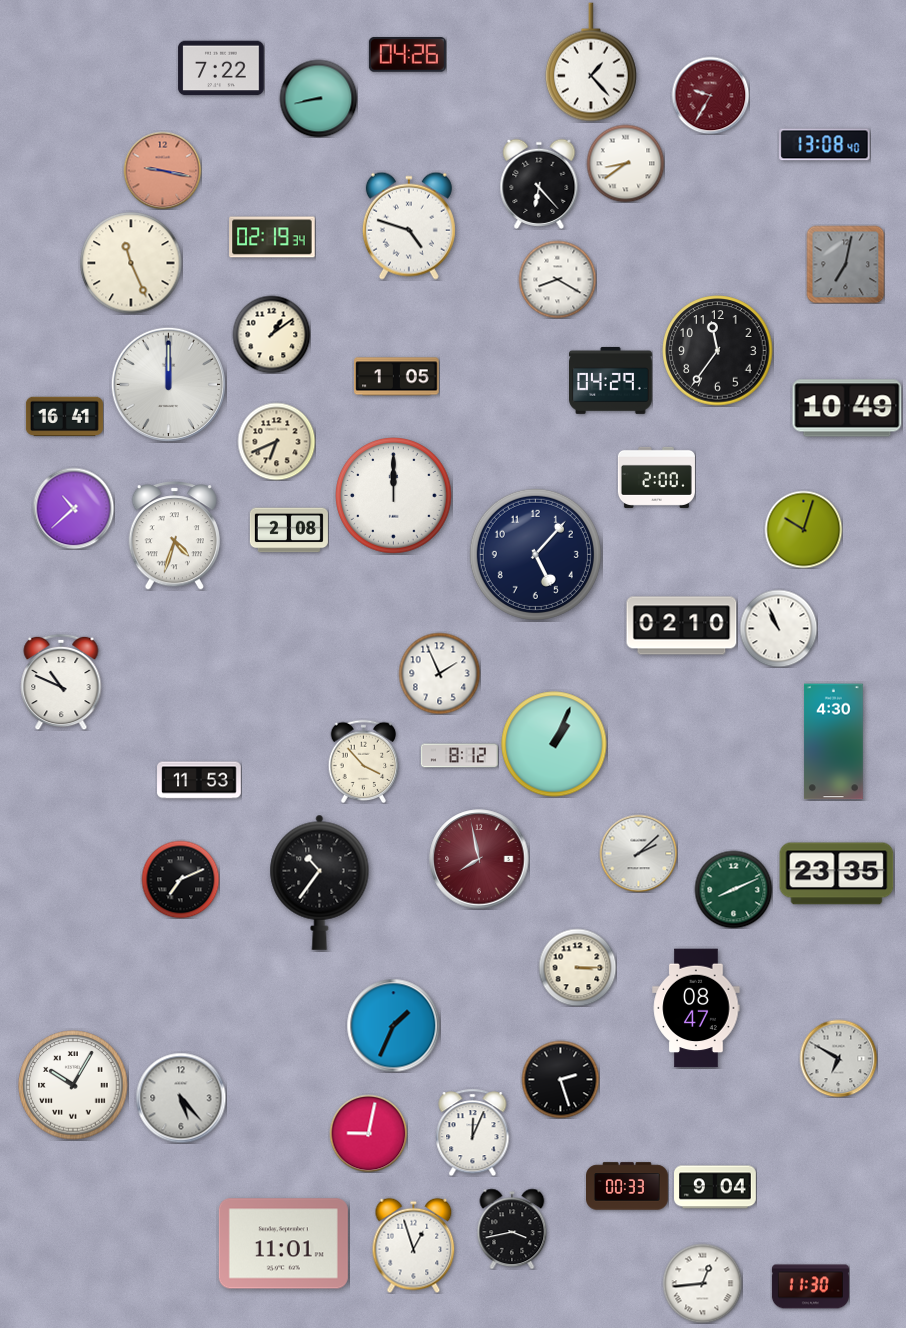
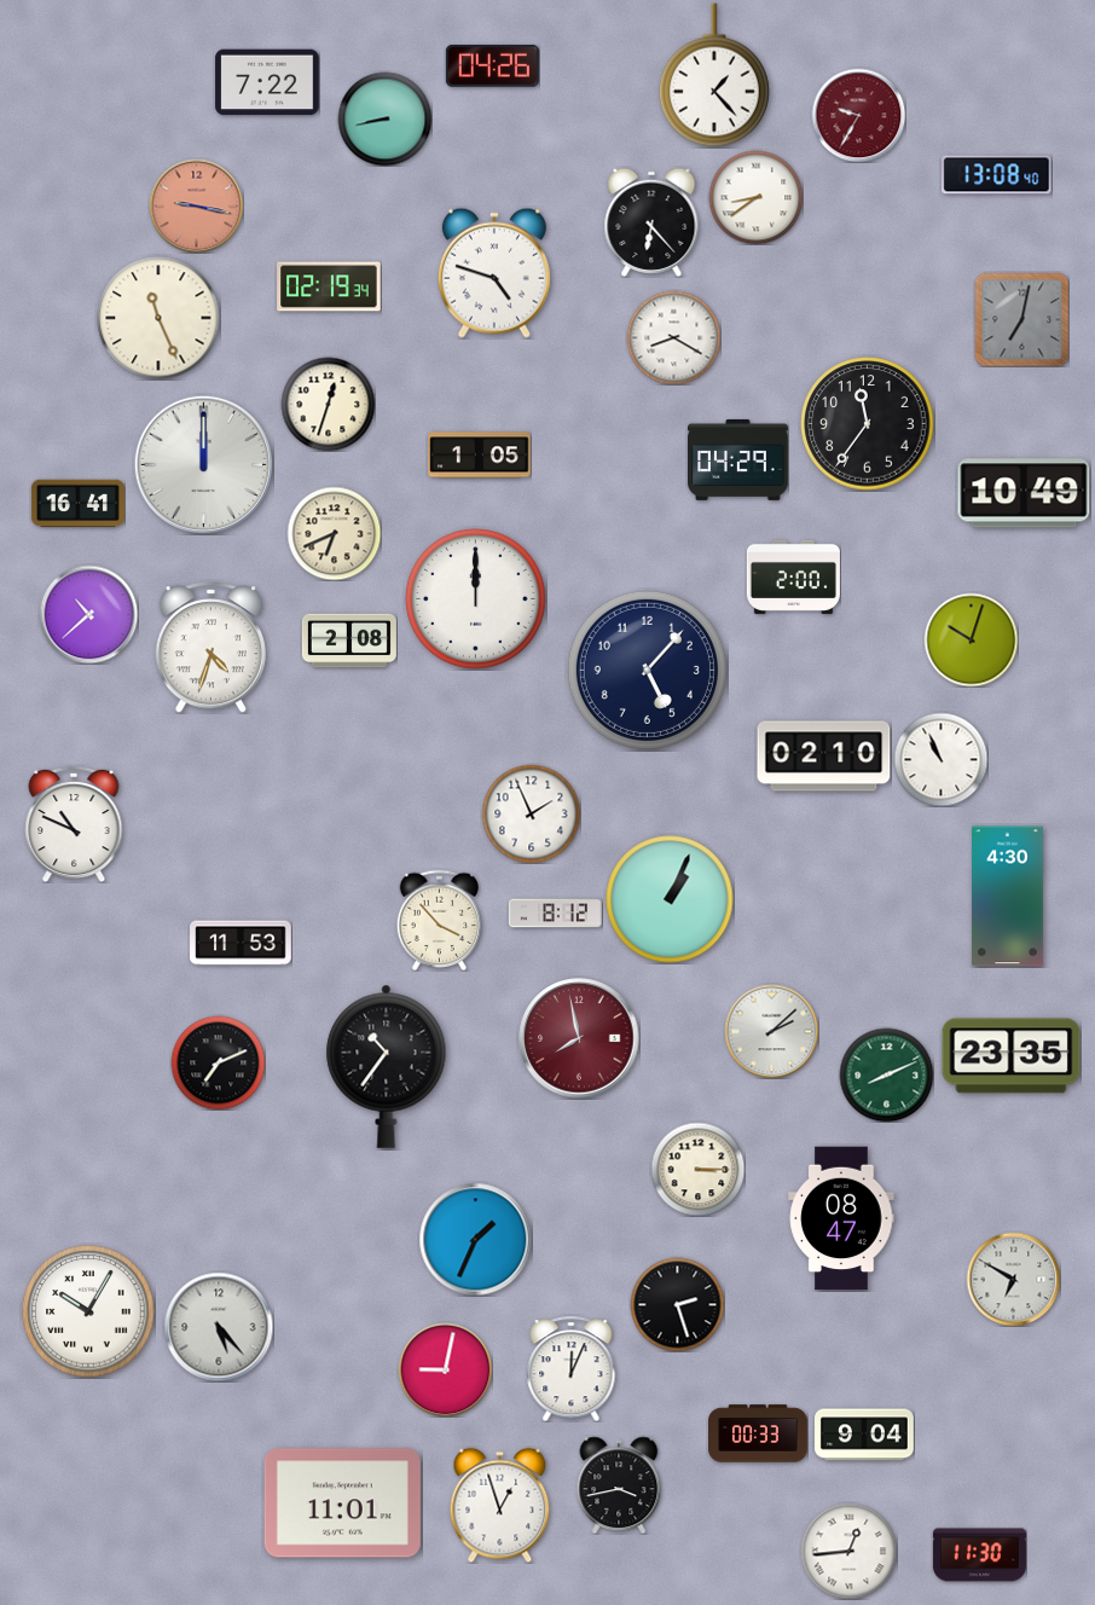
clock at (271, 334): 1:09 -> 12:33
